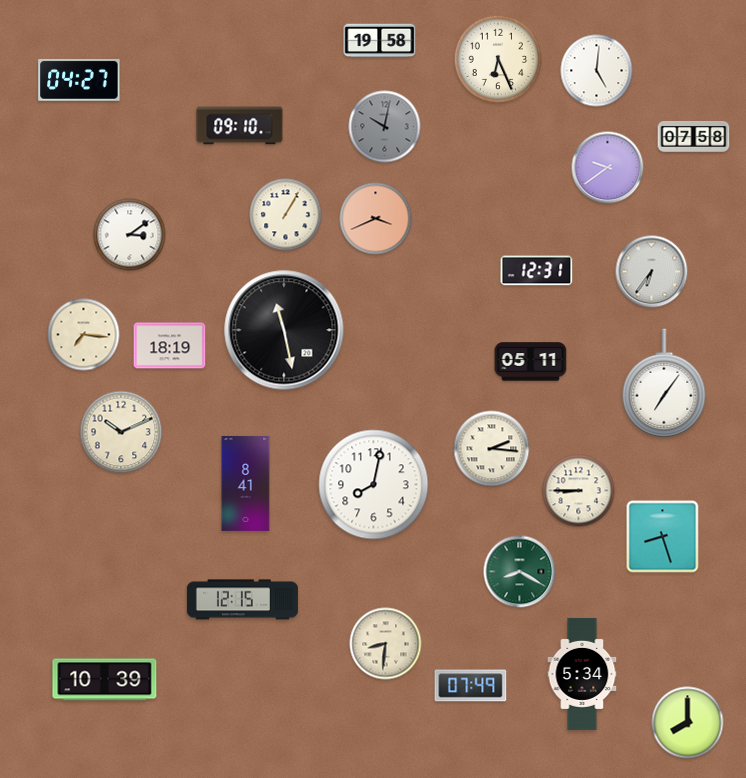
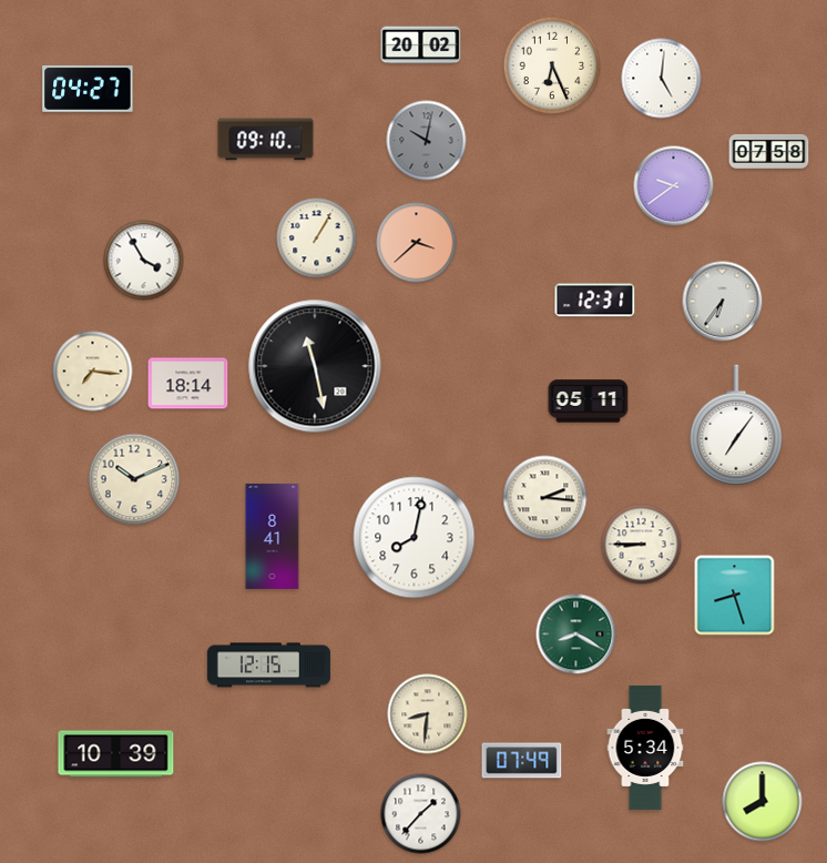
clock at (380, 41): 19:58 -> 20:02
clock at (376, 219): 3:41 -> 3:38
clock at (130, 235): 3:09 -> 3:55
clock at (170, 346): 18:19 -> 18:14
clock at (421, 814): none -> 1:37
